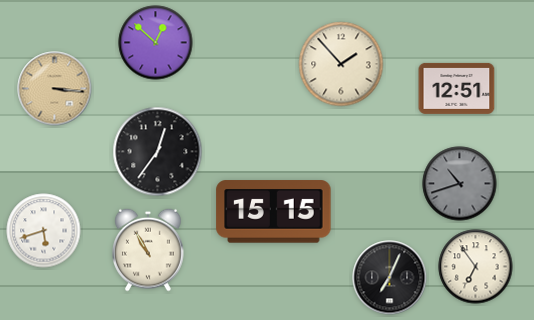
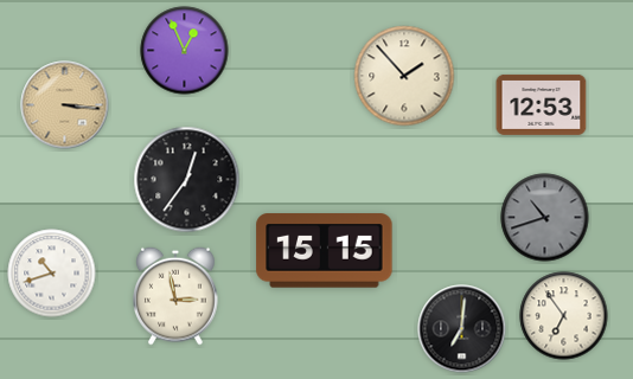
clock at (156, 43): 12:52 -> 12:56
clock at (457, 88): 12:51 -> 12:53
clock at (44, 231): 5:42 -> 10:42
clock at (148, 250): 10:55 -> 2:58
clock at (390, 278): 7:04 -> 7:01
